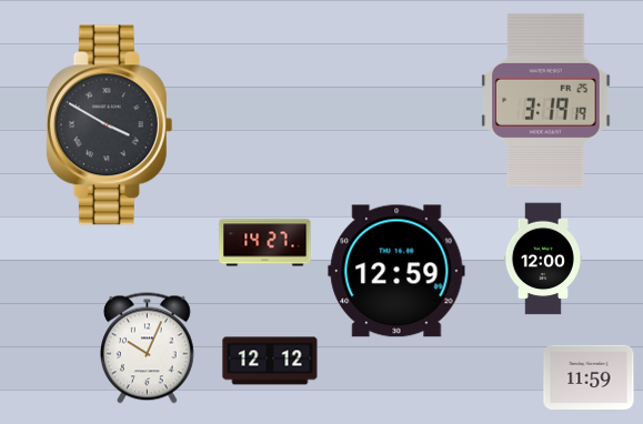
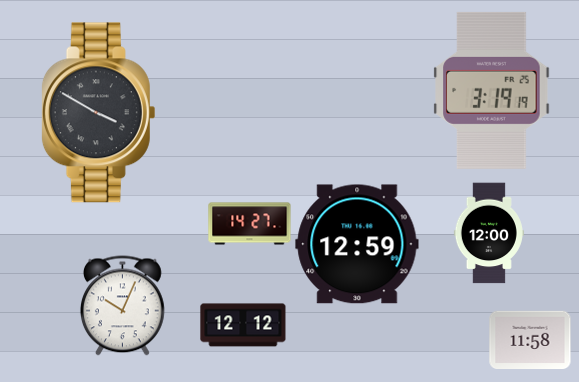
clock at (265, 243) position: (265, 243) -> (250, 224)
clock at (147, 349) position: (147, 349) -> (122, 306)
clock at (589, 377): 11:59 -> 11:58
